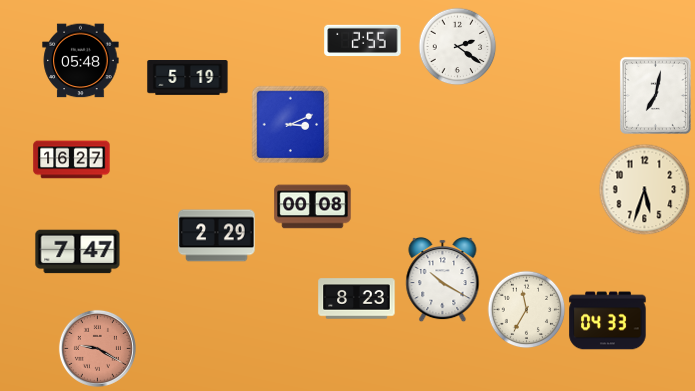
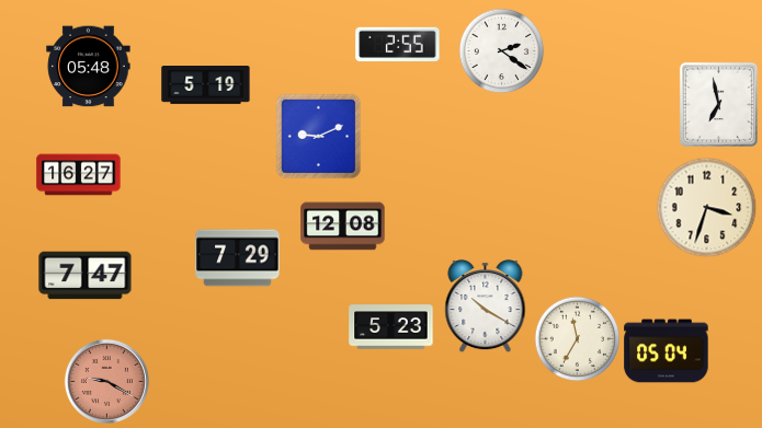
clock at (655, 95): 7:02 -> 6:58
clock at (290, 124): 3:11 -> 9:11
clock at (644, 189): 5:33 -> 3:33
clock at (313, 207): 00:08 -> 12:08
clock at (217, 236): 2:29 -> 7:29
clock at (357, 299): 8:23 -> 5:23
clock at (608, 321): 04:33 -> 05:04
